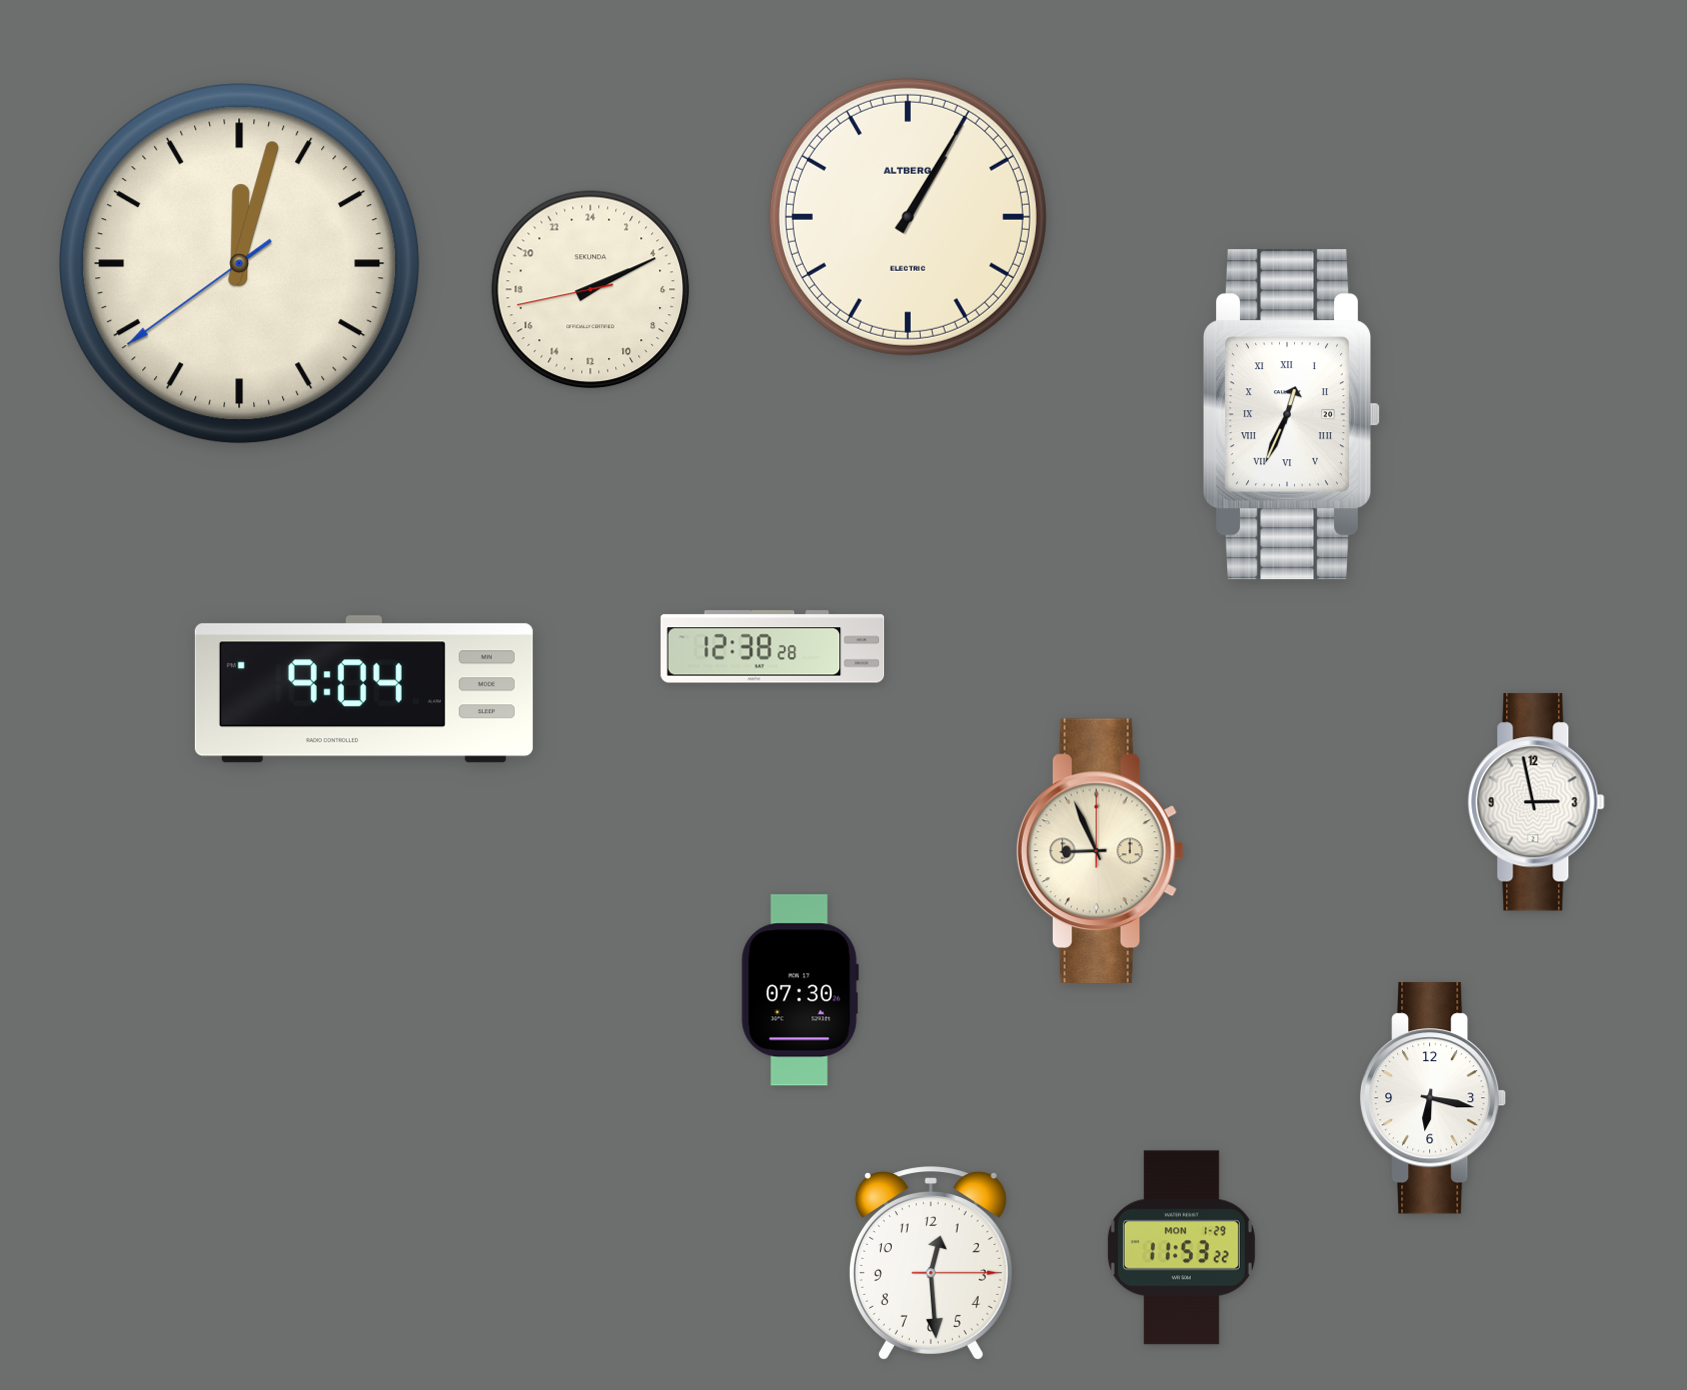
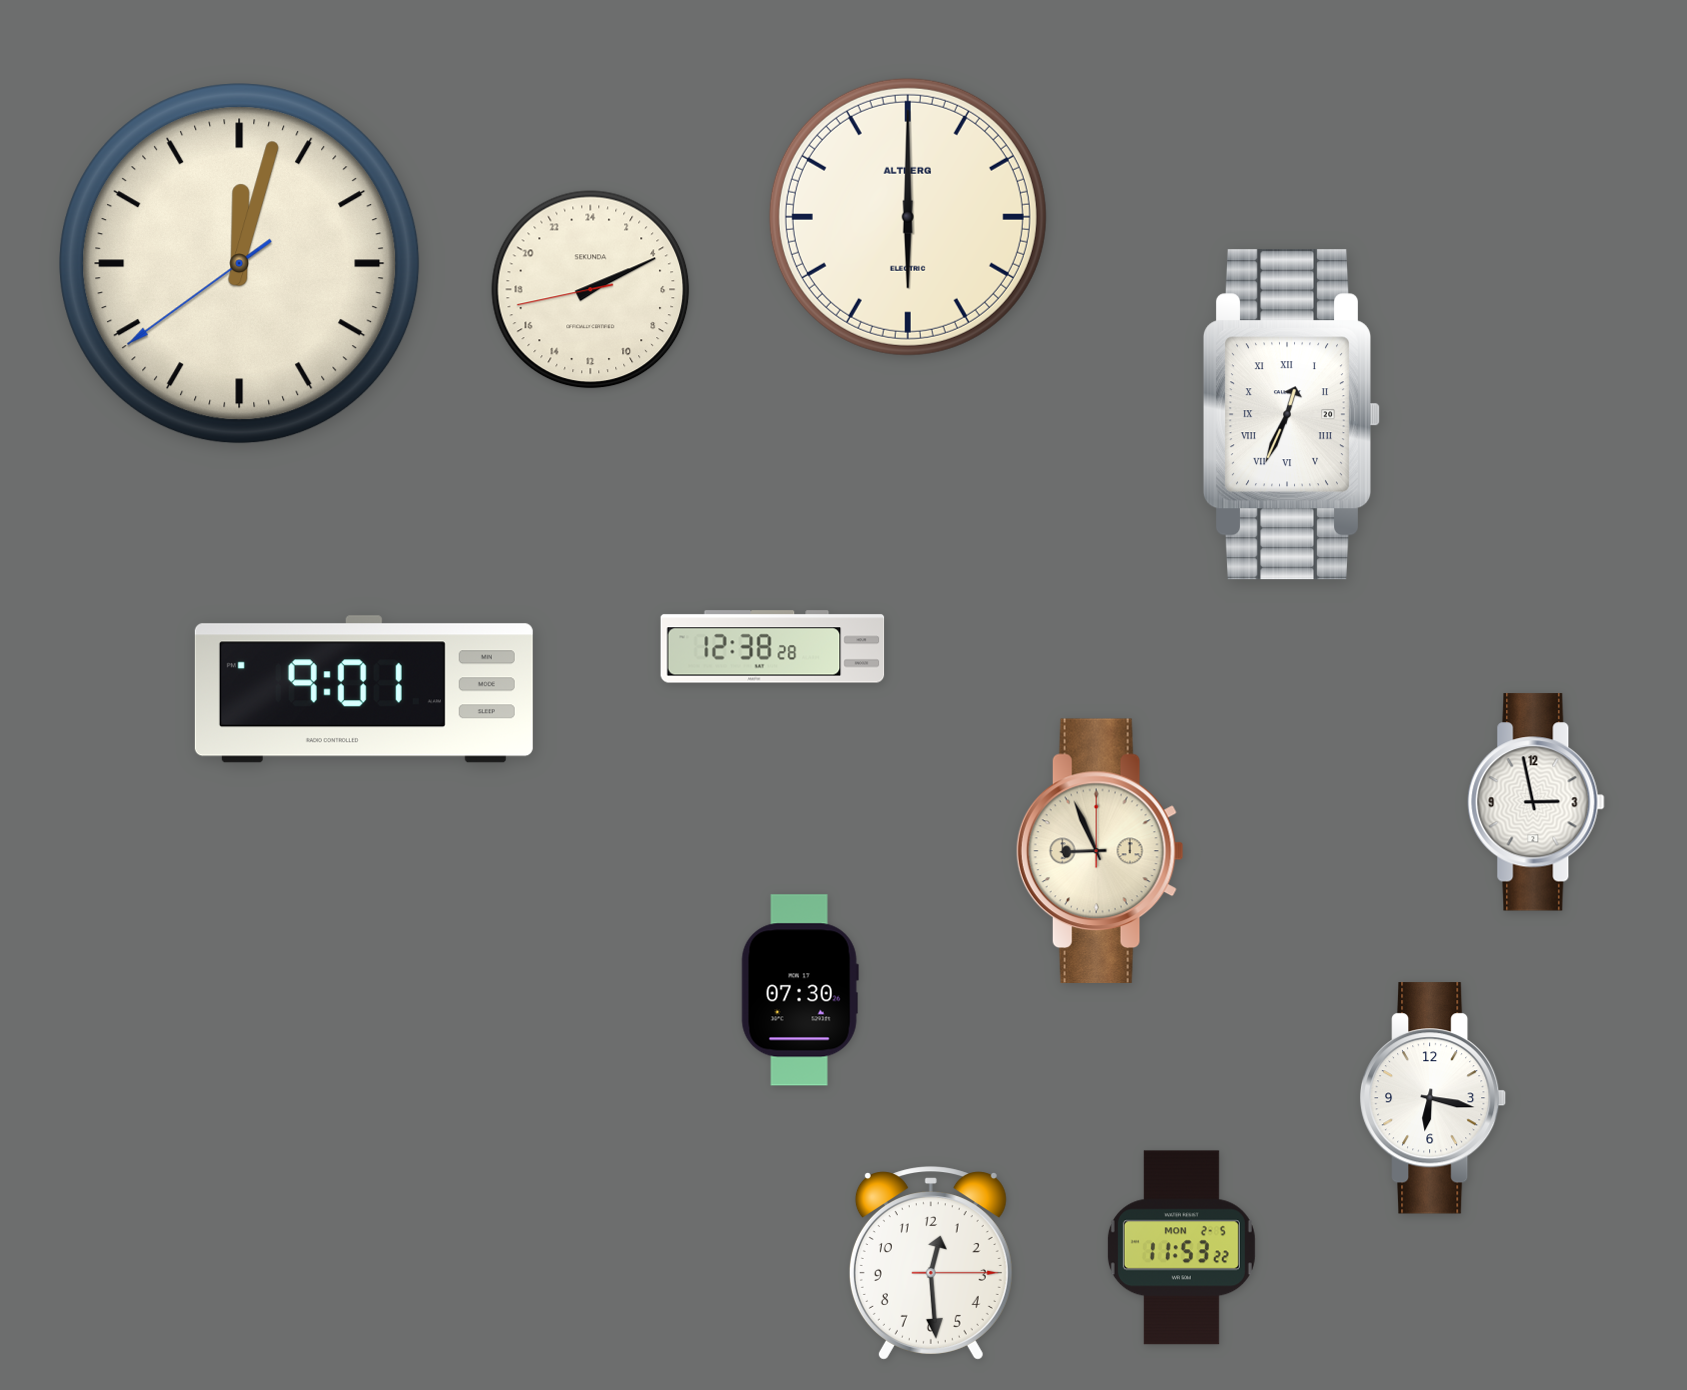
clock at (908, 217): 1:05 -> 6:00
clock at (364, 689): 9:04 -> 9:01
clock at (1181, 1248) date: MON 1-29 -> MON 2-5
